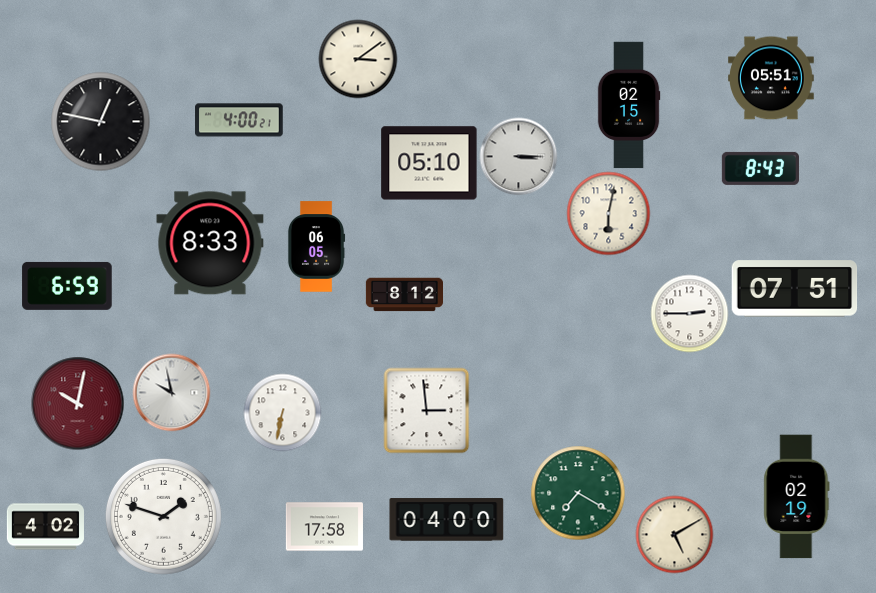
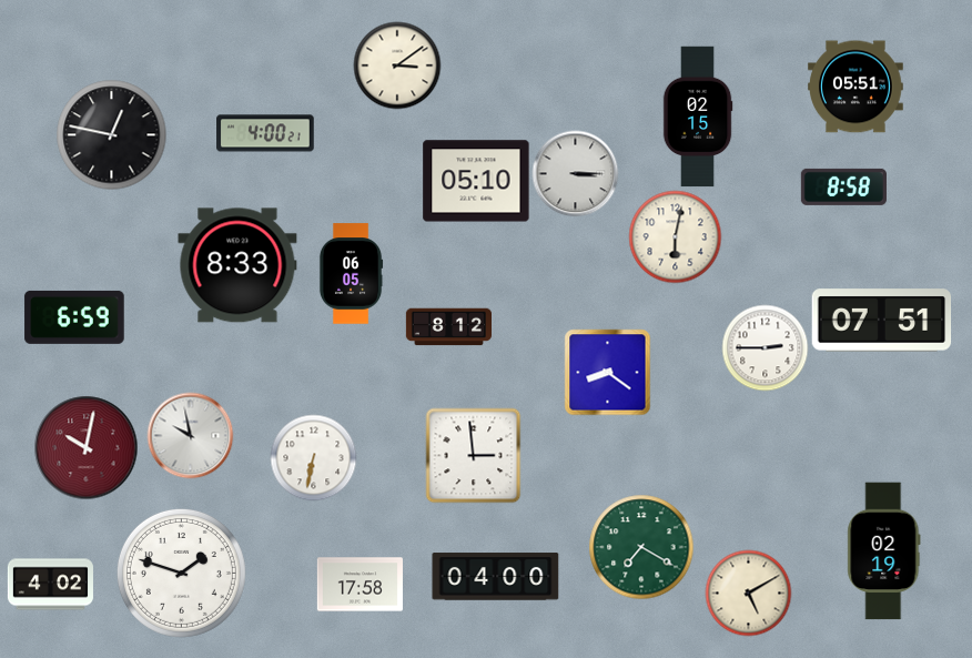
clock at (760, 168): 8:43 -> 8:58
clock at (210, 243) position: (210, 243) -> (237, 265)
clock at (607, 372): none -> 8:21
